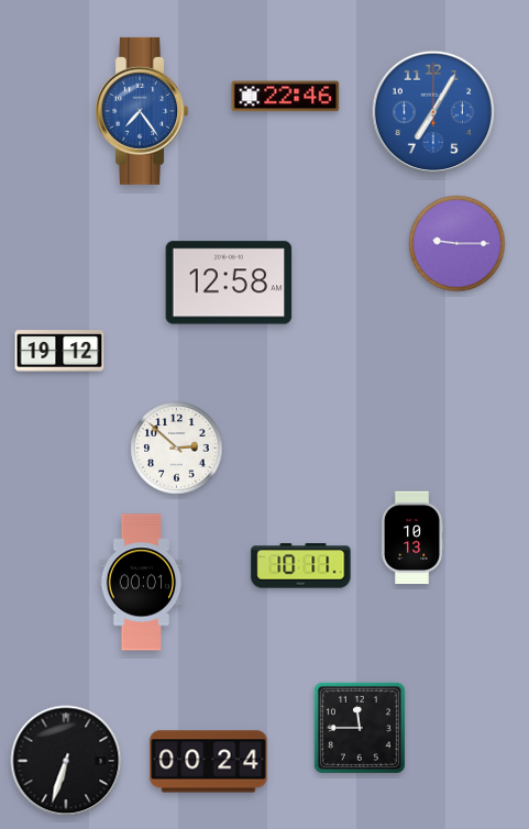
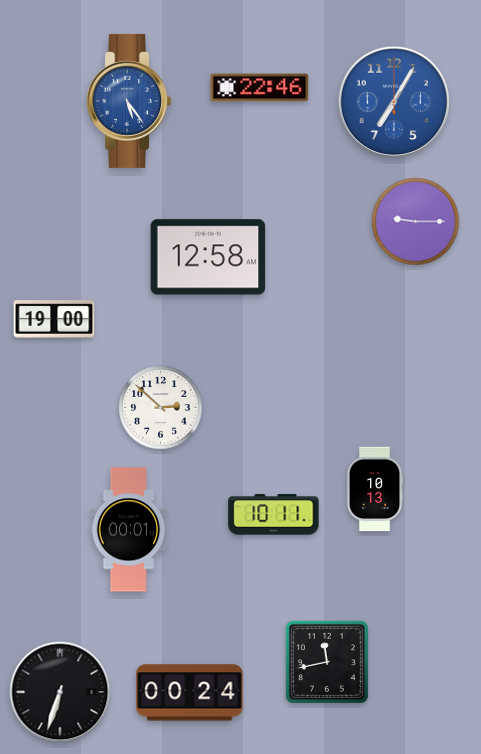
clock at (142, 111): 7:24 -> 5:24
clock at (59, 351): 19:12 -> 19:00
clock at (360, 728): 11:45 -> 11:43
